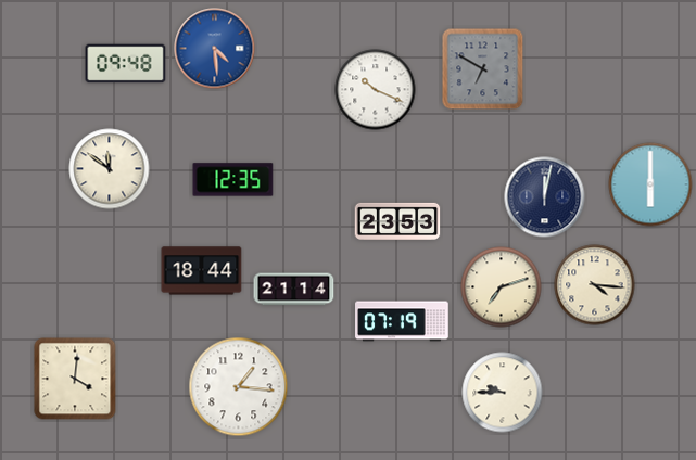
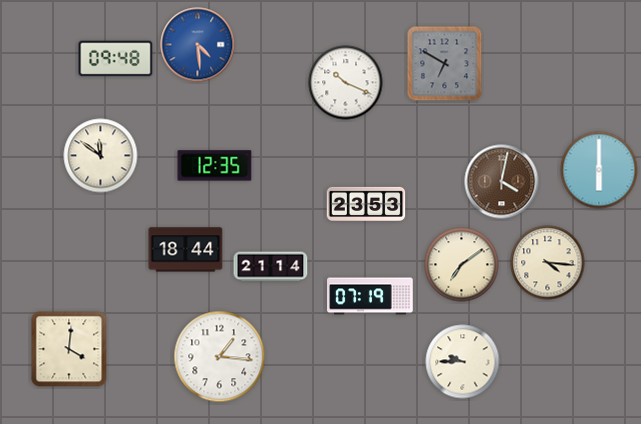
clock at (545, 197): 12:02 -> 4:02
clock at (545, 197) dial: navy -> brown
clock at (502, 287): 7:12 -> 7:09
